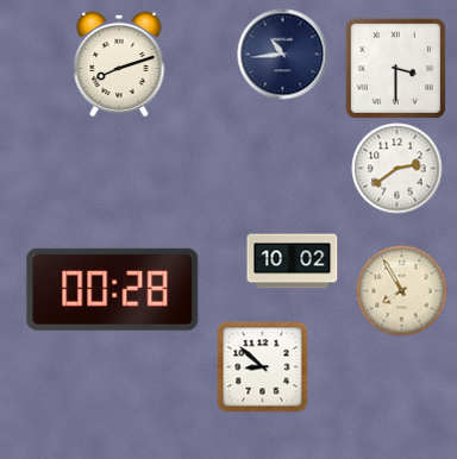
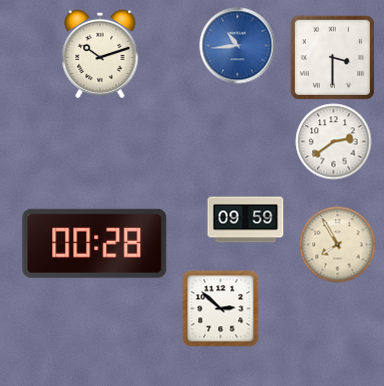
clock at (283, 55) dial: navy -> blue
clock at (119, 64): 8:12 -> 10:12
clock at (293, 262): 10:02 -> 09:59
clock at (263, 367): 8:52 -> 2:52
